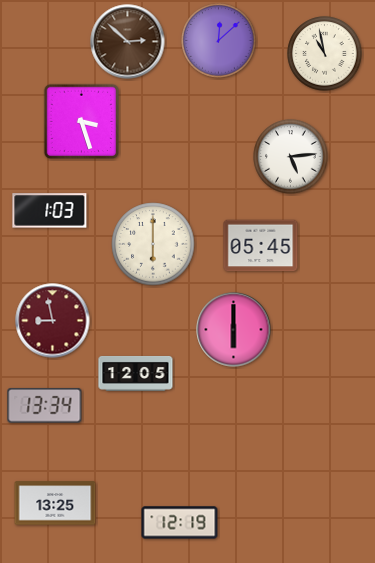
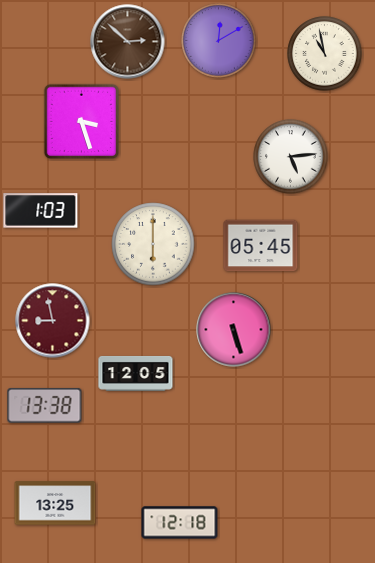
clock at (219, 41): 12:08 -> 12:10
clock at (50, 211) position: (50, 211) -> (41, 211)
clock at (234, 330): 6:00 -> 5:27
clock at (45, 405): 13:34 -> 13:38
clock at (180, 523): 12:19 -> 12:18
